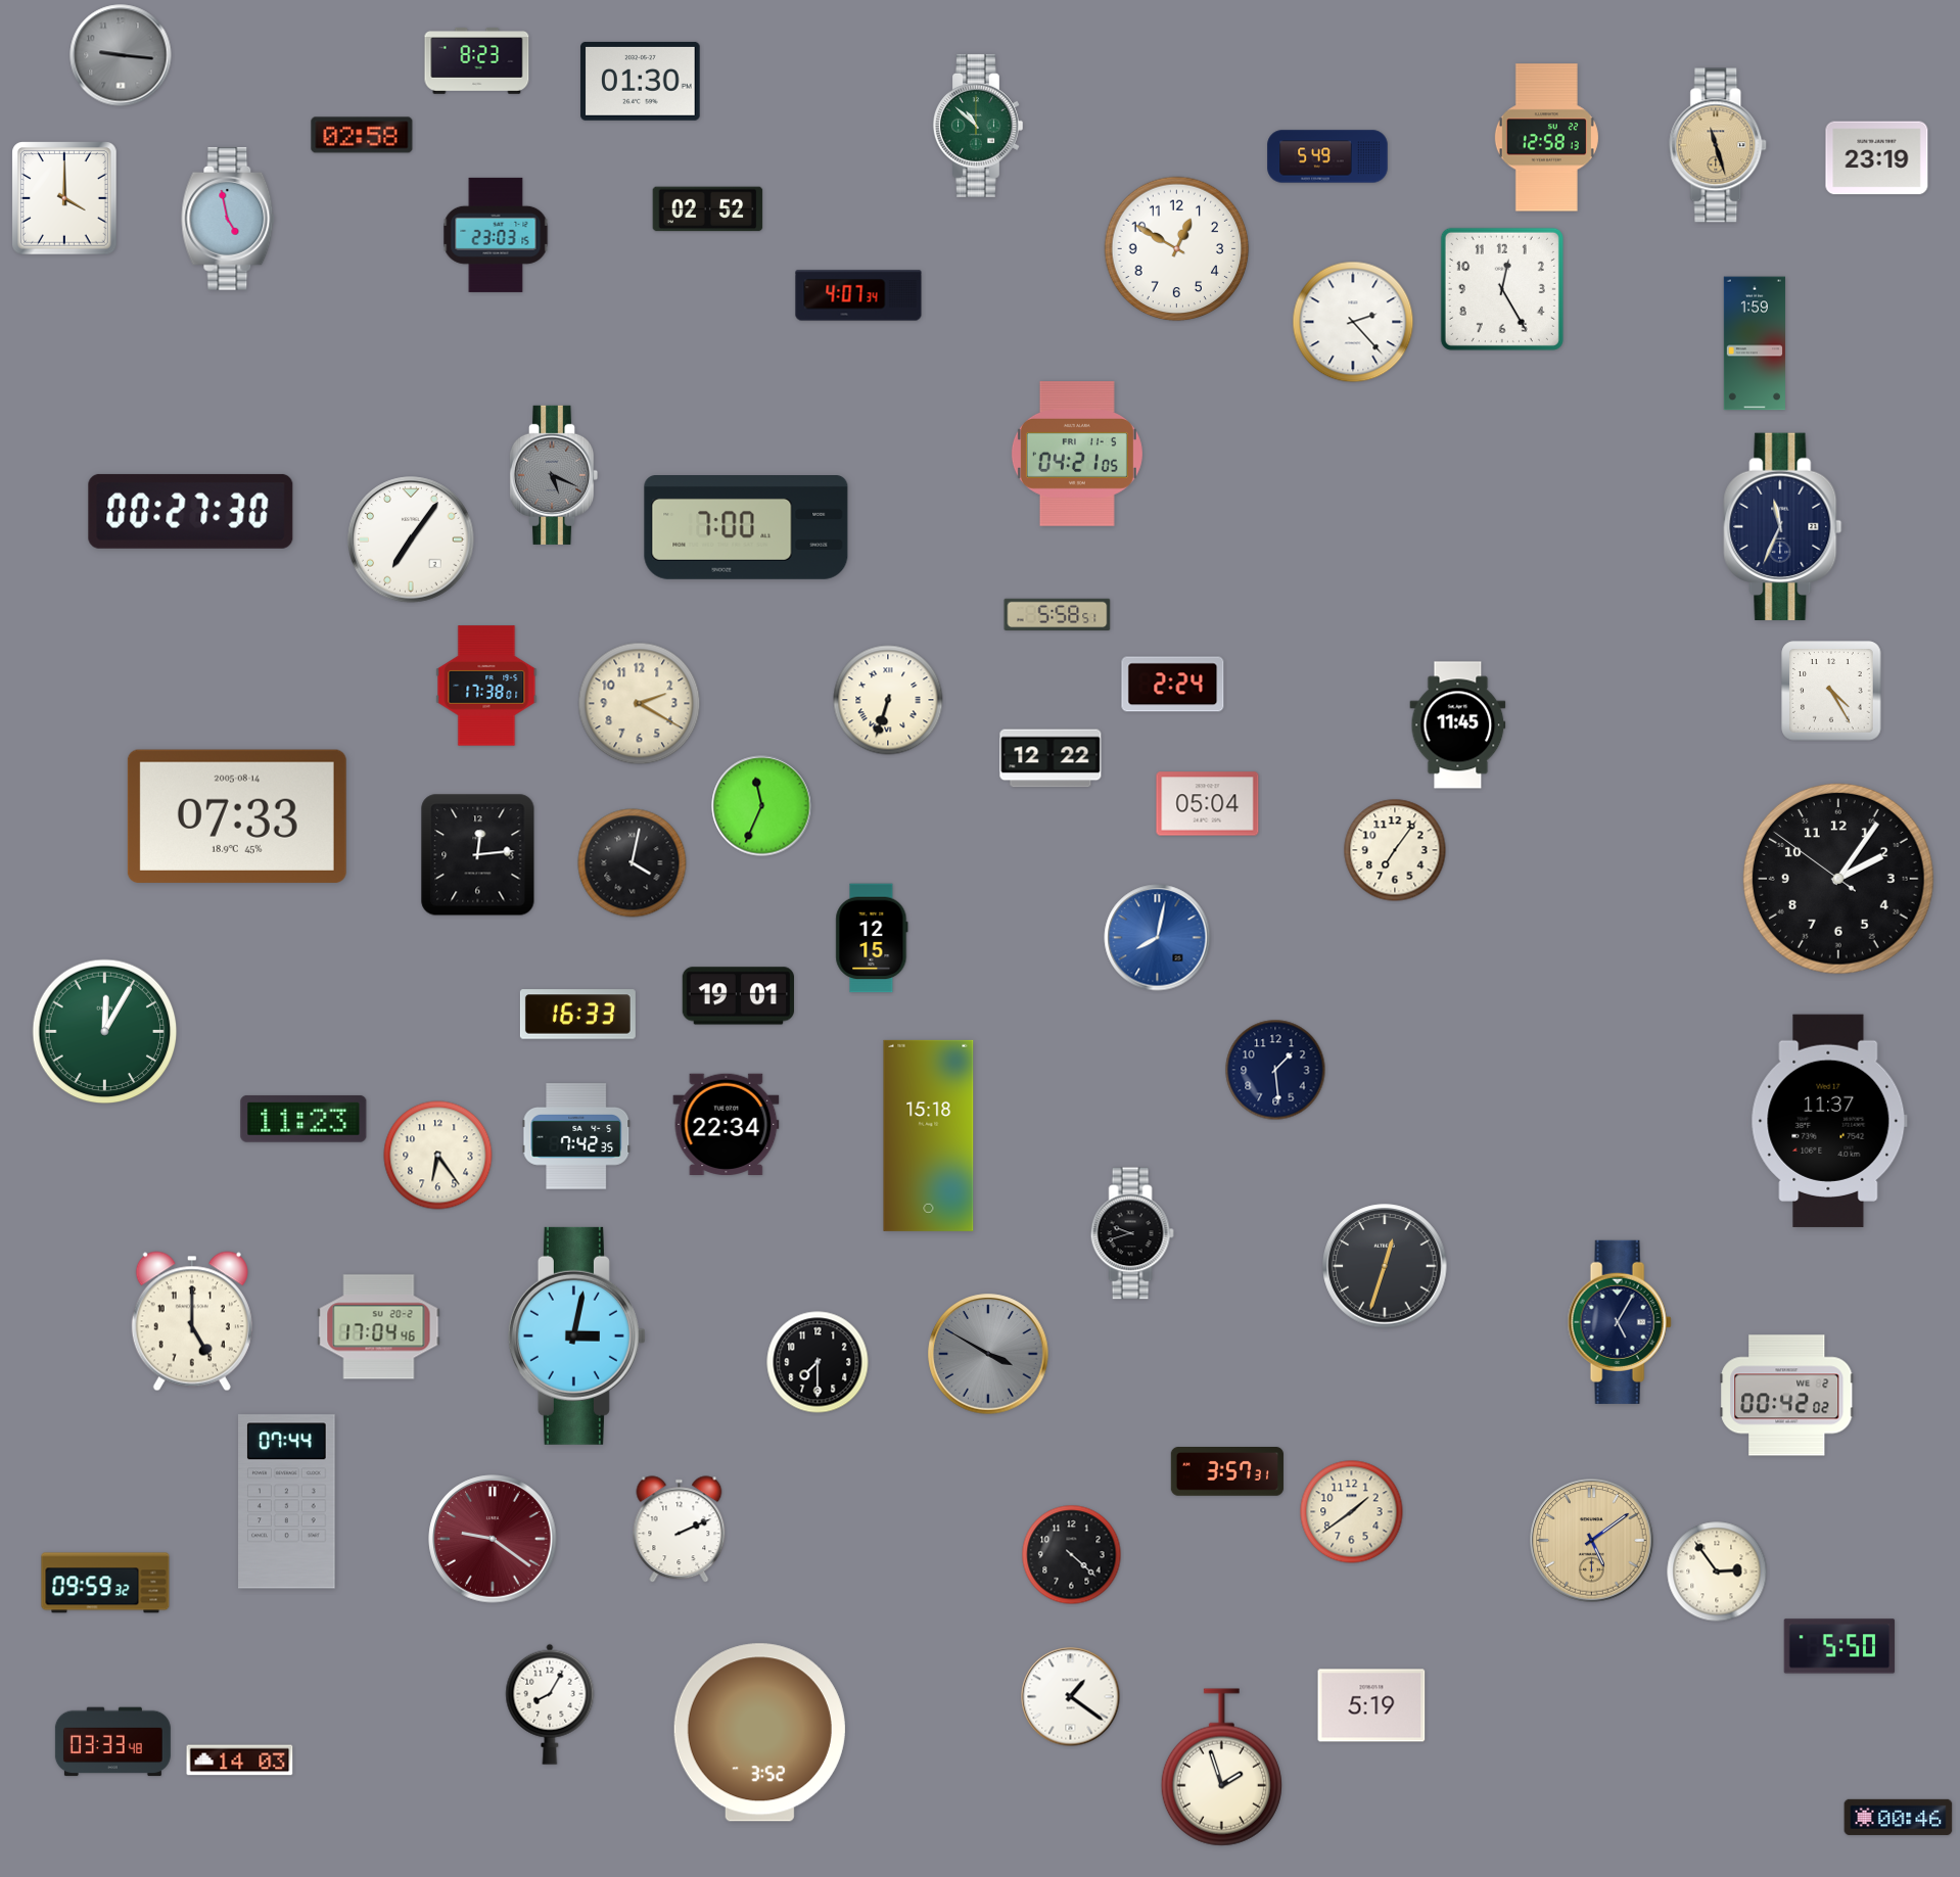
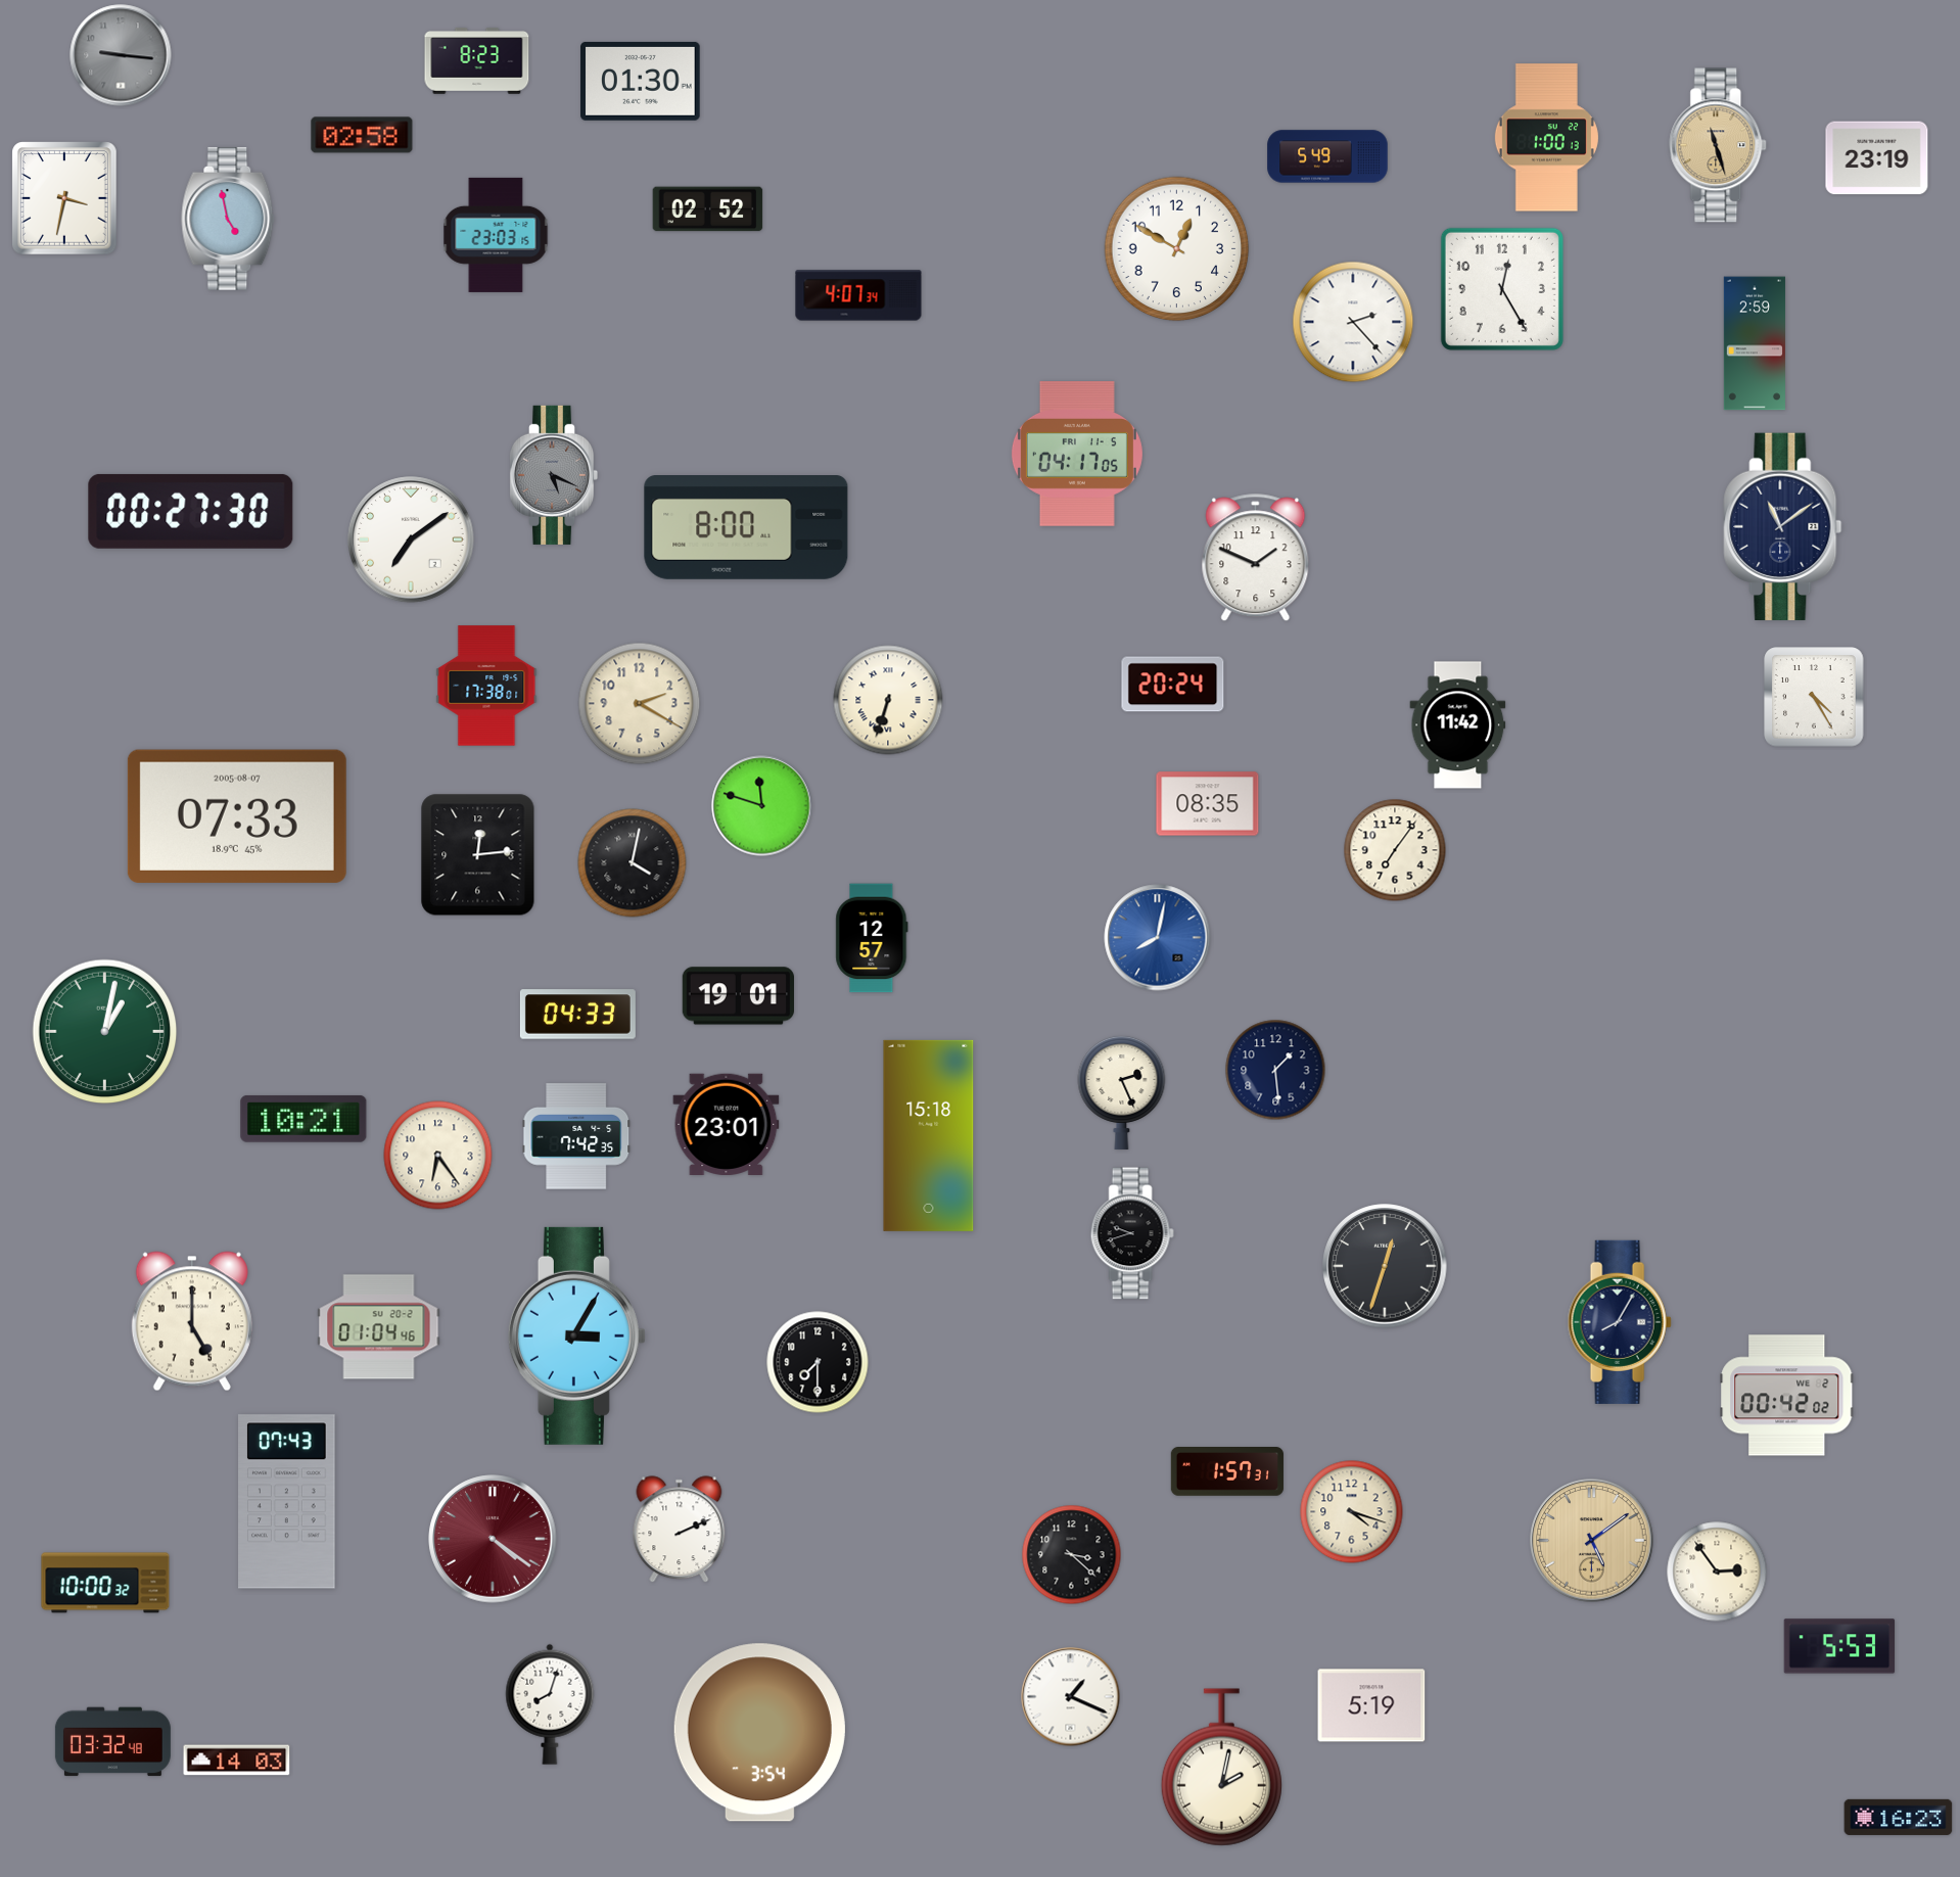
clock at (978, 126): 10:52 -> none
clock at (1546, 138): 12:58 -> 1:00
clock at (64, 198): 4:00 -> 3:32
clock at (1755, 343): 1:59 -> 2:59
clock at (1077, 454): 04:21 -> 04:17
clock at (1783, 526): 11:34 -> 11:09
clock at (746, 528): 7:00 -> 8:00
clock at (411, 539): 7:06 -> 7:09
clock at (1256, 558): none -> 1:49
clock at (1058, 614): 5:58 -> none
clock at (1173, 685): 2:24 -> 20:24
clock at (1831, 691) position: (1831, 691) -> (1814, 697)
clock at (1458, 725): 11:45 -> 11:42
clock at (1051, 758): 12:22 -> none
clock at (1208, 804): 05:04 -> 08:35
clock at (762, 806): 11:34 -> 11:48
clock at (237, 816) date: 2005-08-14 -> 2005-08-07
clock at (1838, 879): 2:05 -> none
clock at (872, 938): 12:15 -> 12:57
clock at (577, 1015): 16:33 -> 04:33
clock at (105, 1032): 12:05 -> 1:02
clock at (1122, 1092): none -> 2:26
clock at (304, 1119): 11:23 -> 10:21
clock at (1829, 1121): 11:37 -> none
clock at (727, 1124): 22:34 -> 23:01
clock at (1620, 1322): 5:05 -> 8:05
clock at (379, 1327): 17:04 -> 01:04
clock at (576, 1335): 3:02 -> 3:05
clock at (988, 1354): 3:50 -> none
clock at (1227, 1472): 3:57 -> 1:57
clock at (287, 1502): 07:44 -> 07:43
clock at (1352, 1512): 1:39 -> 4:18
clock at (493, 1539): 9:21 -> 4:21
clock at (1072, 1555): 4:22 -> 3:22
clock at (105, 1583): 09:59 -> 10:00
clock at (1839, 1646): 5:50 -> 5:53
clock at (1071, 1697): 1:21 -> 1:19
clock at (550, 1704): 8:05 -> 8:03
clock at (759, 1733): 3:52 -> 3:54
clock at (112, 1742): 03:33 -> 03:32
clock at (240, 1761) position: (240, 1761) -> (237, 1761)
clock at (1221, 1768): 1:57 -> 2:02
clock at (1899, 1817): 00:46 -> 16:23
